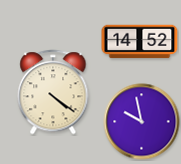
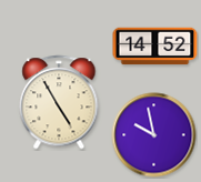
clock at (53, 92): 4:21 -> 4:55
clock at (142, 122) position: (142, 122) -> (154, 135)
